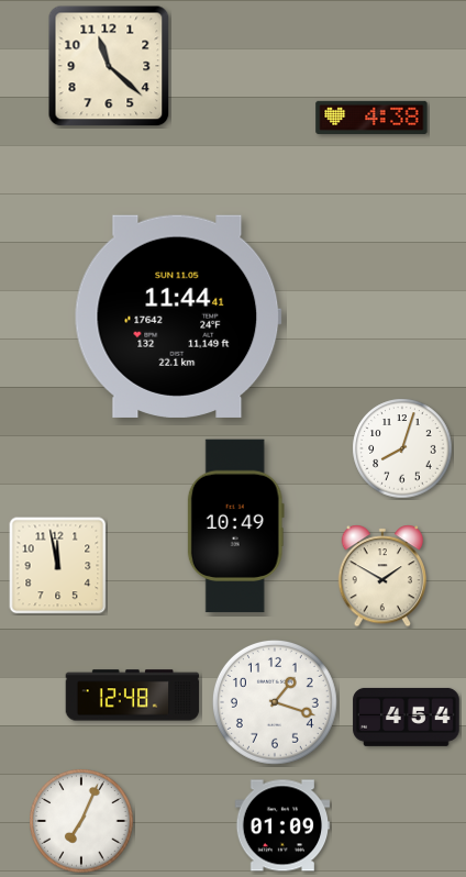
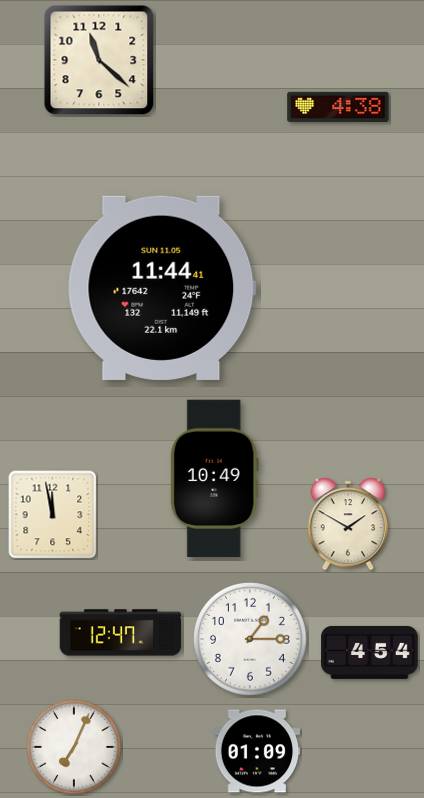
clock at (402, 448): 8:03 -> none
clock at (133, 696): 12:48 -> 12:47
clock at (275, 702): 1:18 -> 1:15
